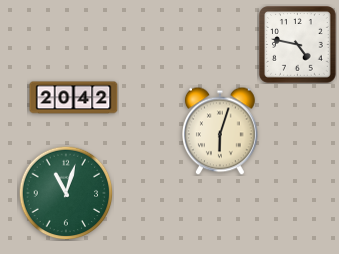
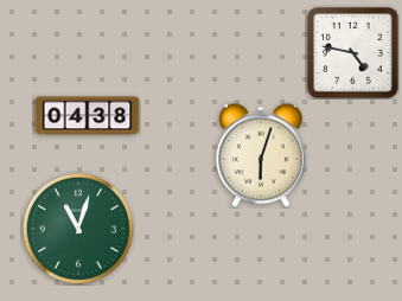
clock at (74, 98): 20:42 -> 04:38
